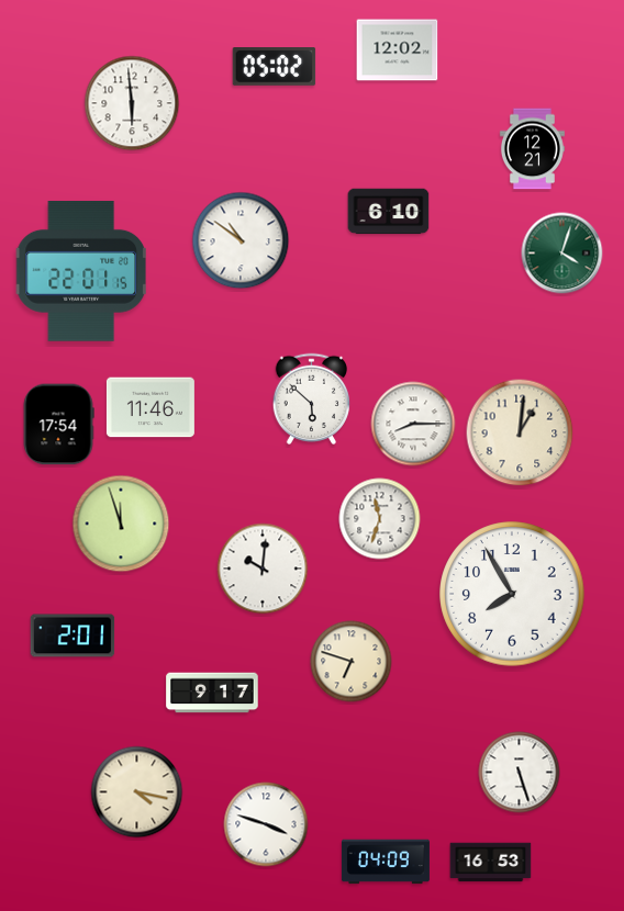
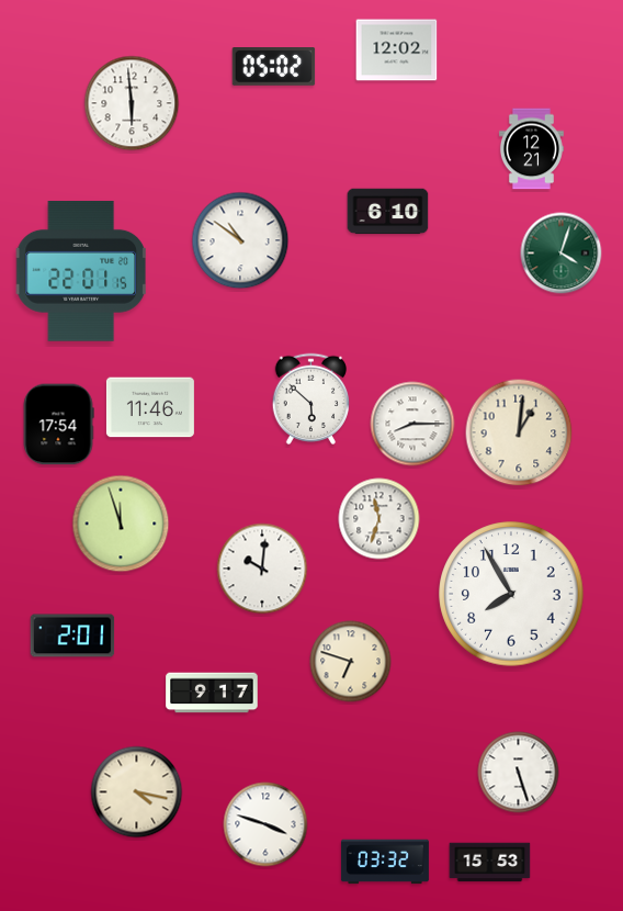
clock at (386, 862): 04:09 -> 03:32
clock at (491, 863): 16:53 -> 15:53
